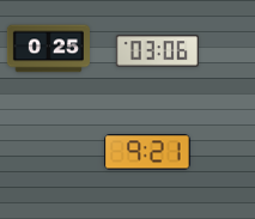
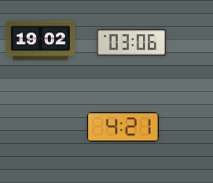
clock at (48, 49): 0:25 -> 19:02
clock at (147, 152): 9:21 -> 4:21
